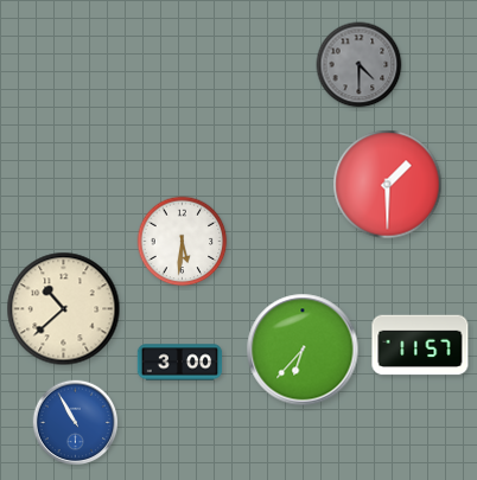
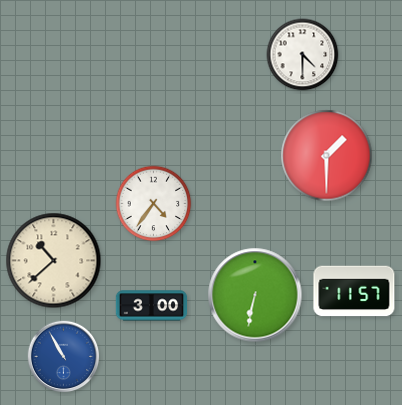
clock at (360, 65) dial: grey -> white
clock at (183, 242): 5:31 -> 4:36
clock at (303, 350): 6:37 -> 6:32
